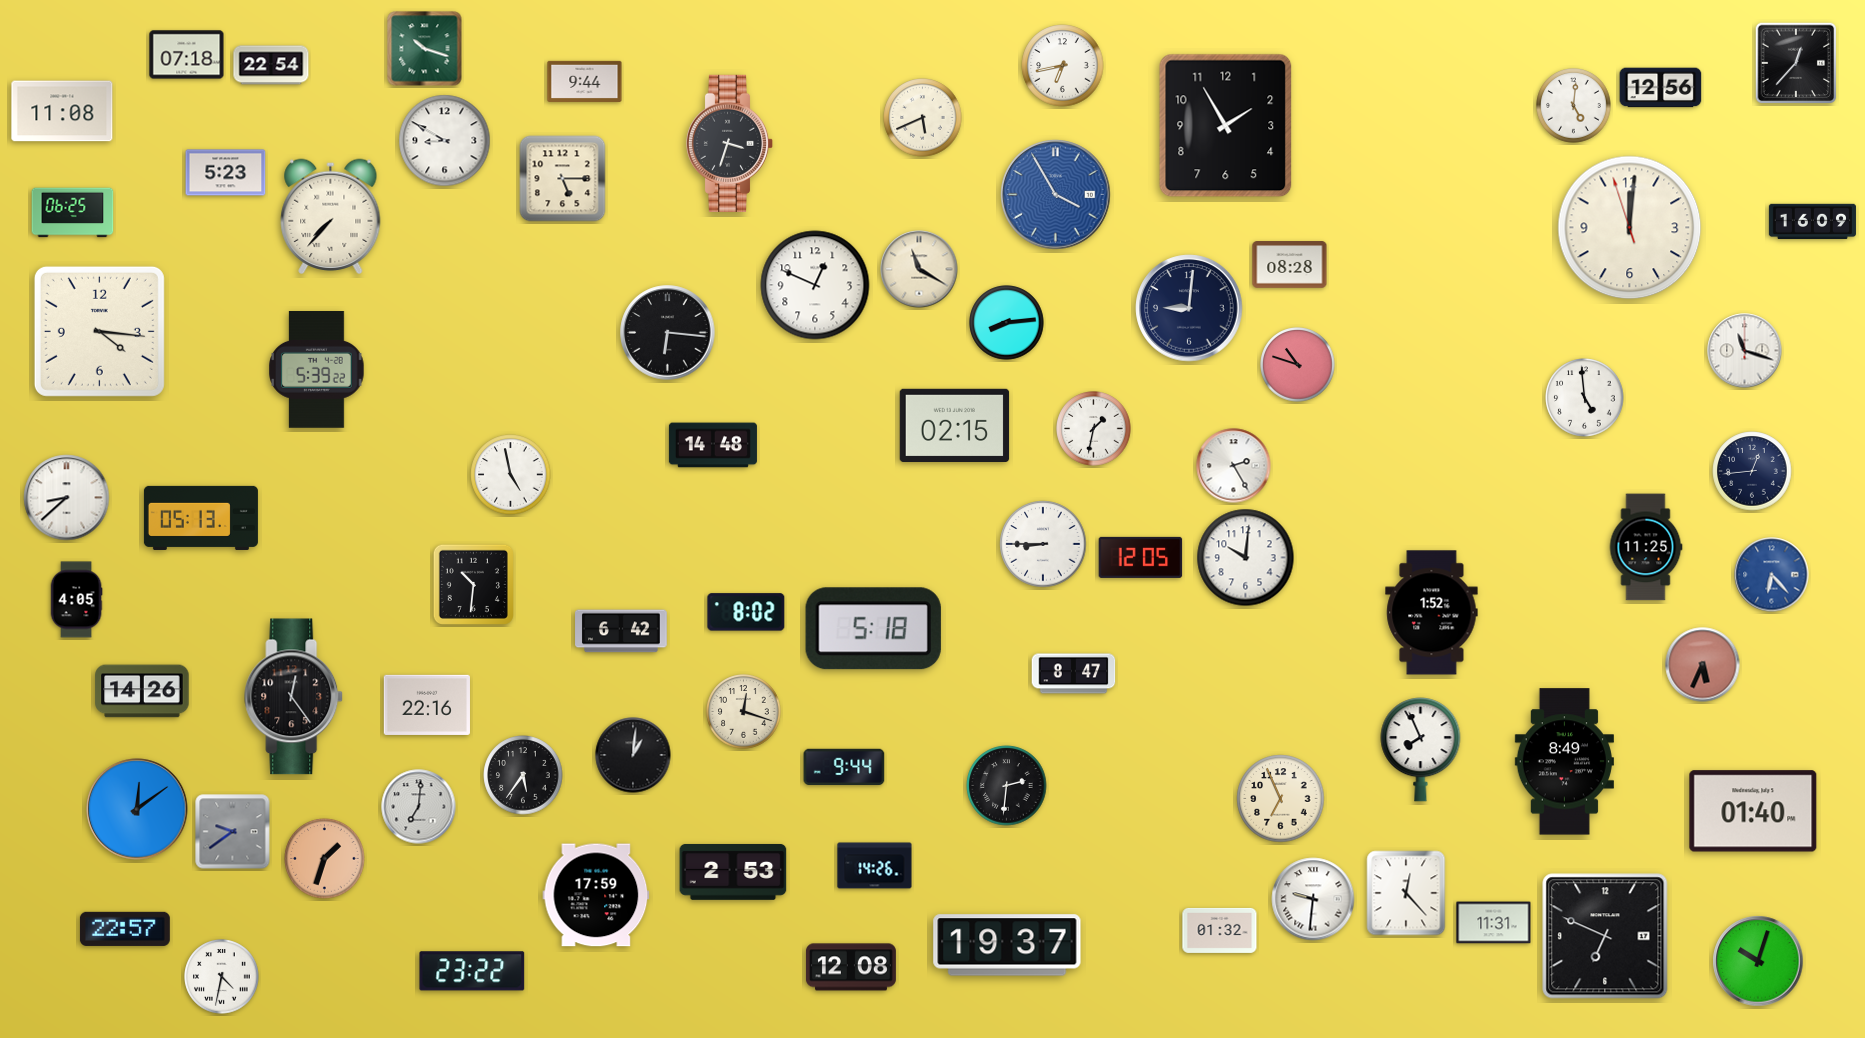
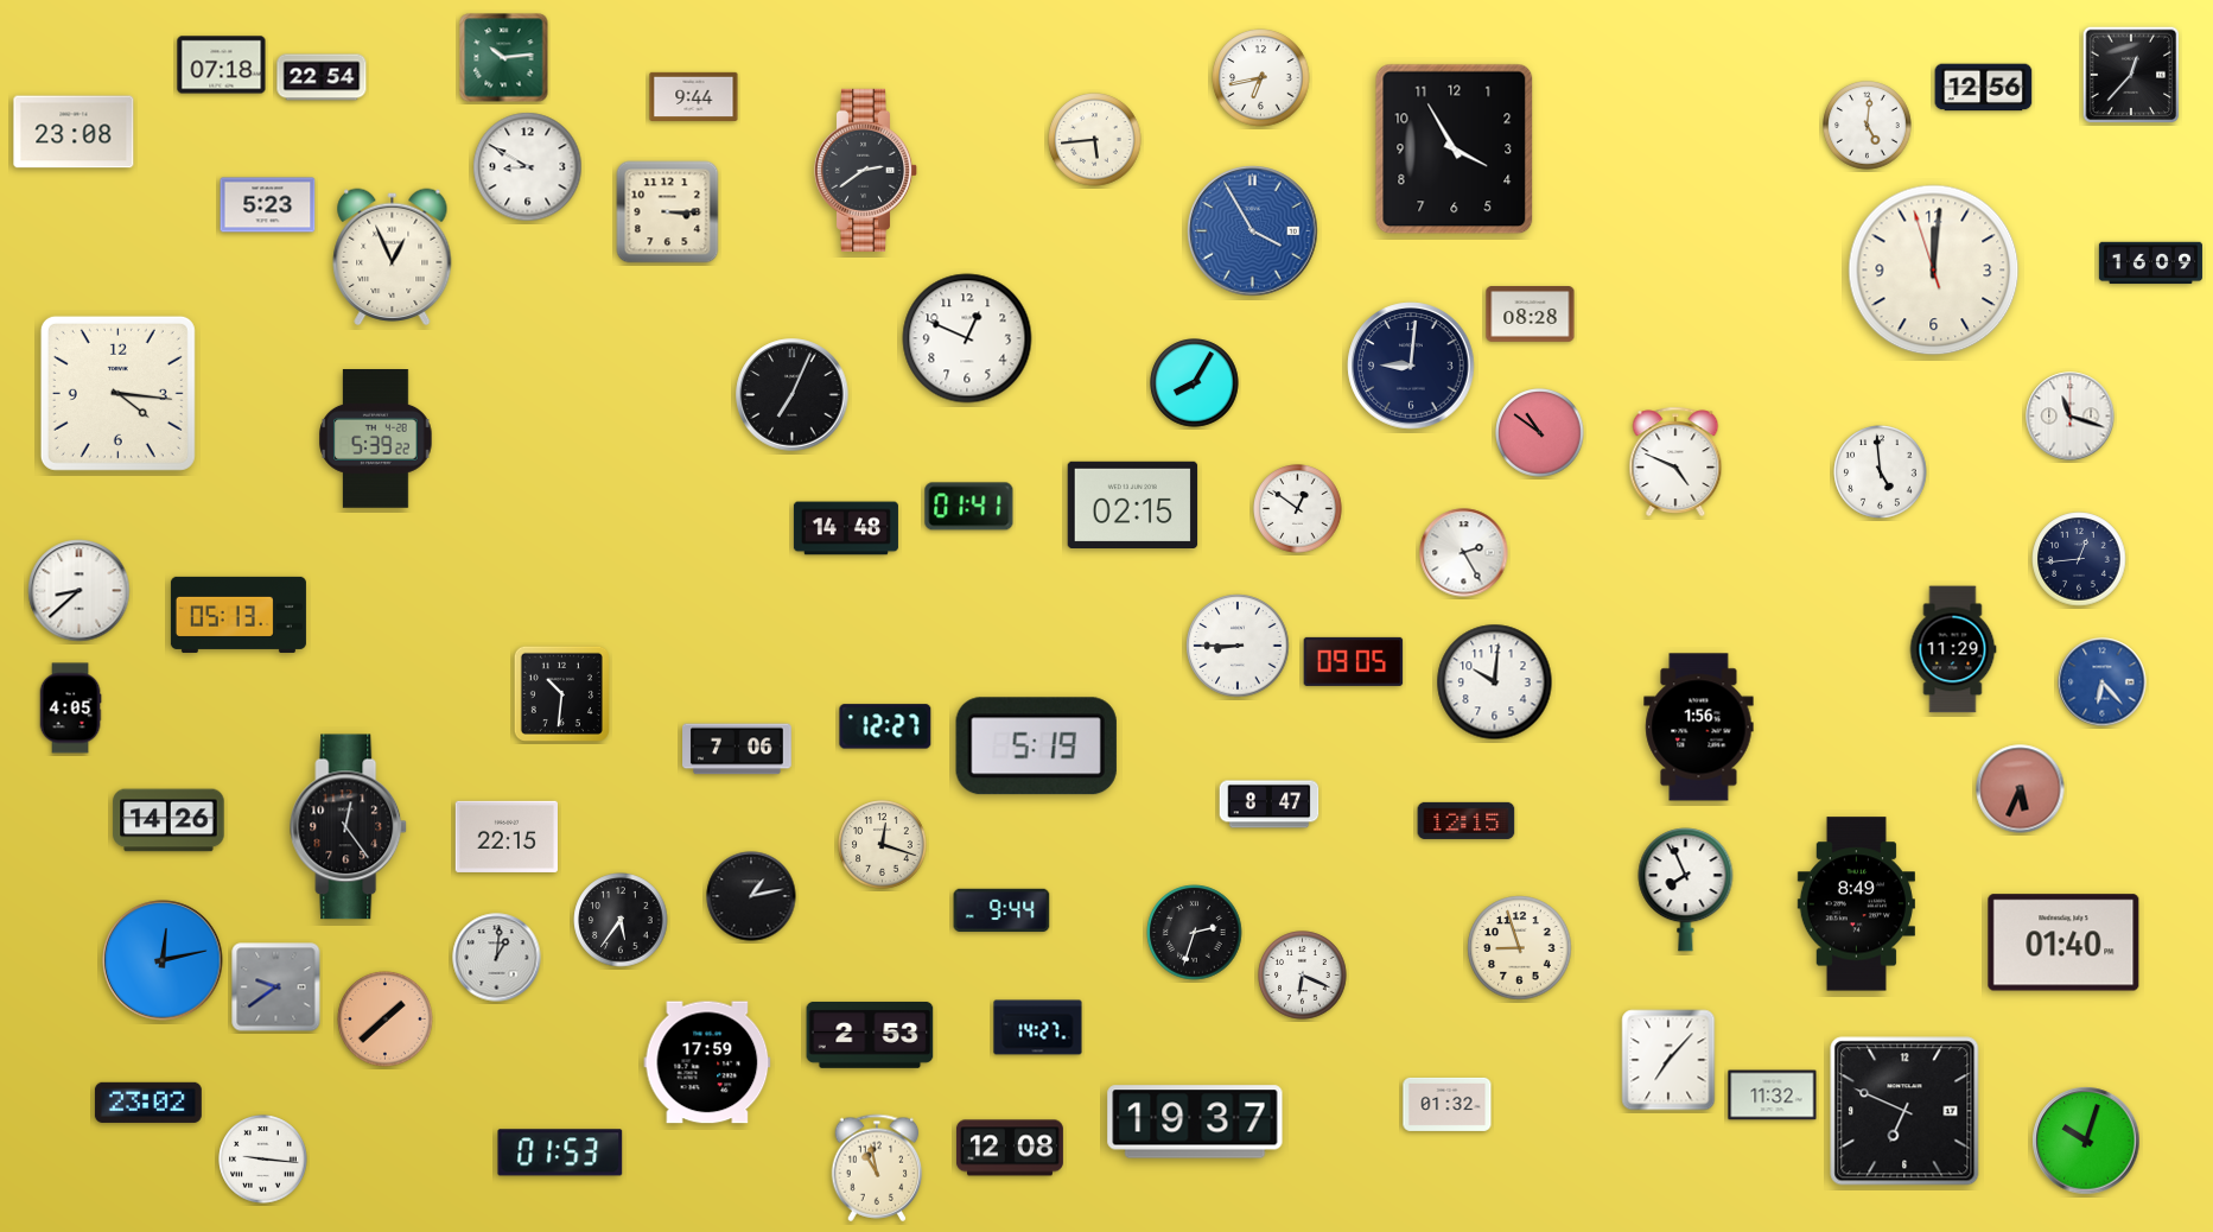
clock at (425, 49): 10:18 -> 10:14
clock at (1661, 88) position: (1661, 88) -> (1984, 88)
clock at (62, 111): 11:08 -> 23:08
clock at (923, 118): 5:41 -> 5:44
clock at (1226, 126): 1:55 -> 3:55
clock at (730, 143): 3:33 -> 2:39
clock at (563, 179): 5:15 -> 3:15
clock at (73, 213): 06:25 -> none
clock at (331, 216): 7:37 -> 12:56
clock at (919, 269): 11:20 -> none
clock at (1007, 323): 8:14 -> 8:05
clock at (668, 333): 6:16 -> 7:04
clock at (1298, 365): 10:48 -> 10:51
clock at (1675, 462): none -> 4:49
clock at (969, 507): none -> 01:41
clock at (1094, 429): 1:32 -> 12:51
clock at (511, 475): 4:58 -> none
clock at (1646, 547): 11:25 -> 11:29
clock at (1141, 557): 12:05 -> 09:05
clock at (1246, 558) position: (1246, 558) -> (1495, 682)
clock at (76, 600) position: (76, 600) -> (70, 709)
clock at (746, 612): 8:02 -> 12:27
clock at (1432, 613): 1:52 -> 1:56
clock at (873, 629): 5:18 -> 5:19
clock at (621, 631): 6:42 -> 7:06
clock at (1074, 674) position: (1074, 674) -> (1270, 805)
clock at (1467, 820): none -> 12:15
clock at (427, 705): 22:16 -> 22:15
clock at (633, 755): 1:01 -> 1:13
clock at (1007, 786): 2:31 -> 2:33
clock at (1281, 799): 6:56 -> 8:57
clock at (419, 807): 7:01 -> 1:01
clock at (137, 809): 12:09 -> 12:13
clock at (1753, 811) position: (1753, 811) -> (2063, 942)
clock at (1303, 976): none -> 6:19
clock at (325, 859): 1:33 -> 1:38
clock at (875, 866): 14:26 -> 14:27
clock at (1406, 893): 12:23 -> 7:07
clock at (1313, 899): 9:31 -> none
clock at (1494, 923): 11:31 -> 11:32
clock at (125, 929): 22:57 -> 23:02
clock at (472, 971): 23:22 -> 01:53
clock at (222, 977): 4:32 -> 9:16
clock at (877, 1168): none -> 10:58
